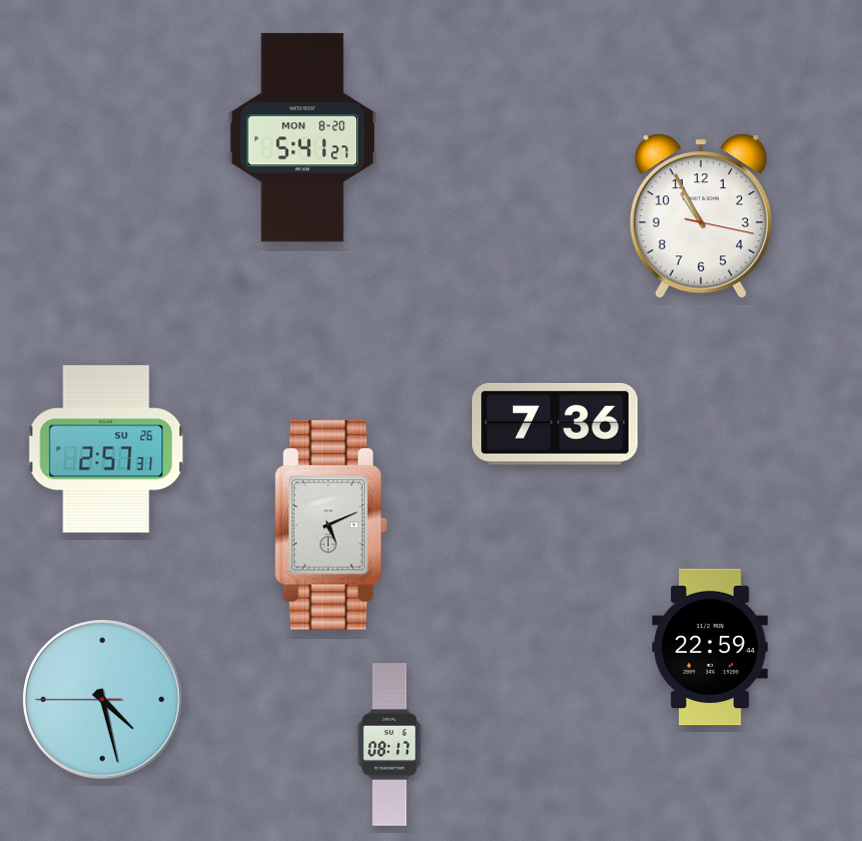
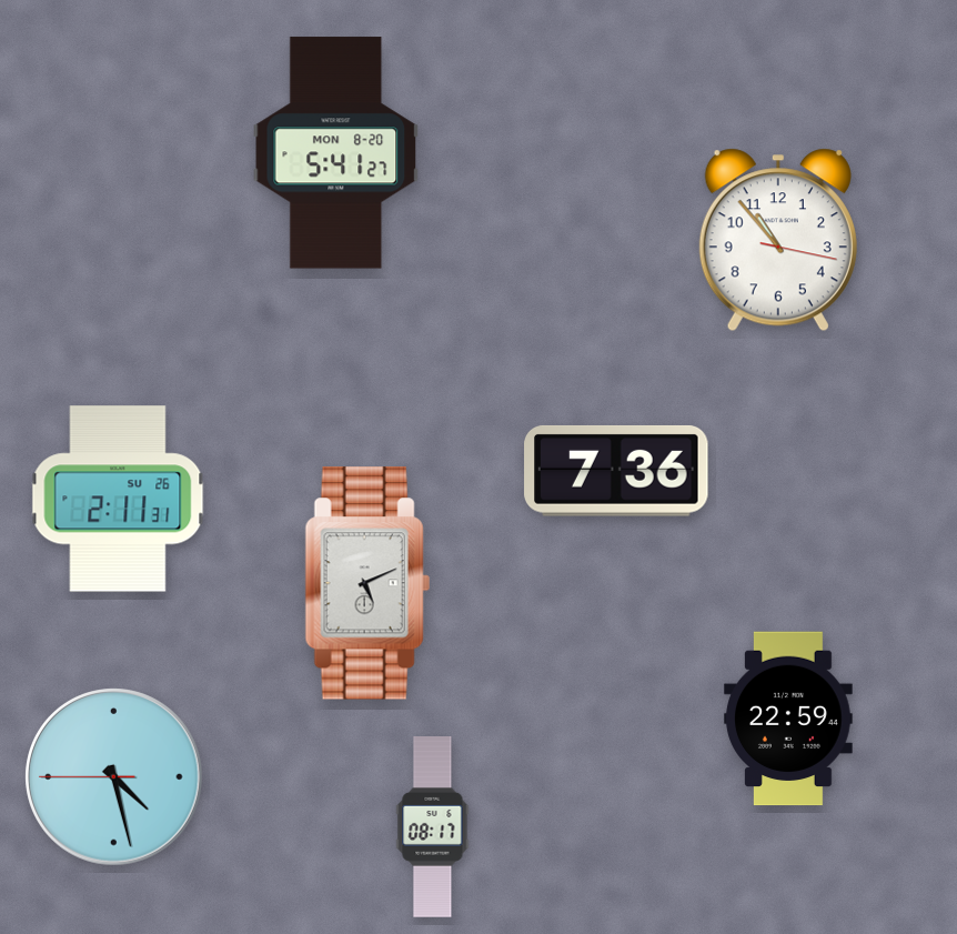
clock at (701, 216): 10:55 -> 10:53
clock at (106, 449): 2:57 -> 2:11
